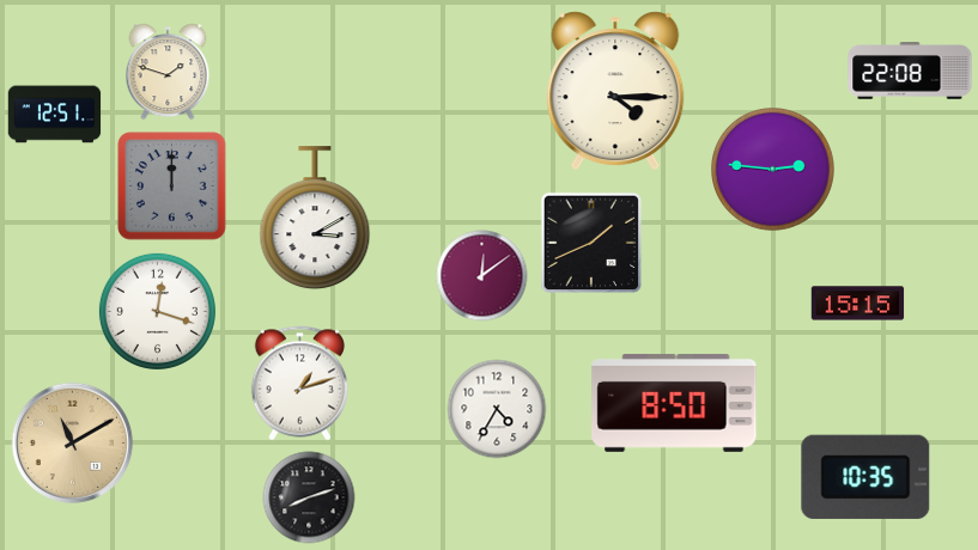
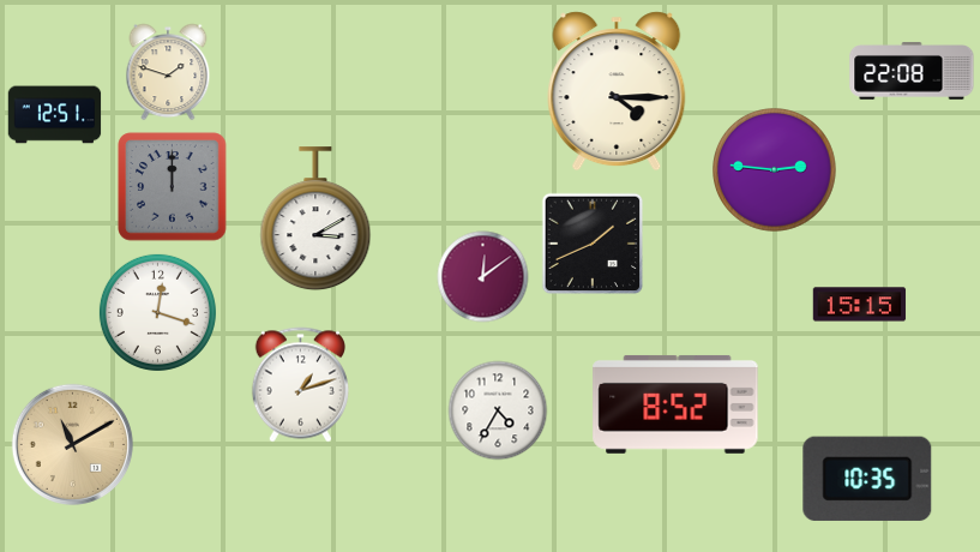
clock at (674, 403): 8:50 -> 8:52
clock at (309, 497): 8:12 -> none
